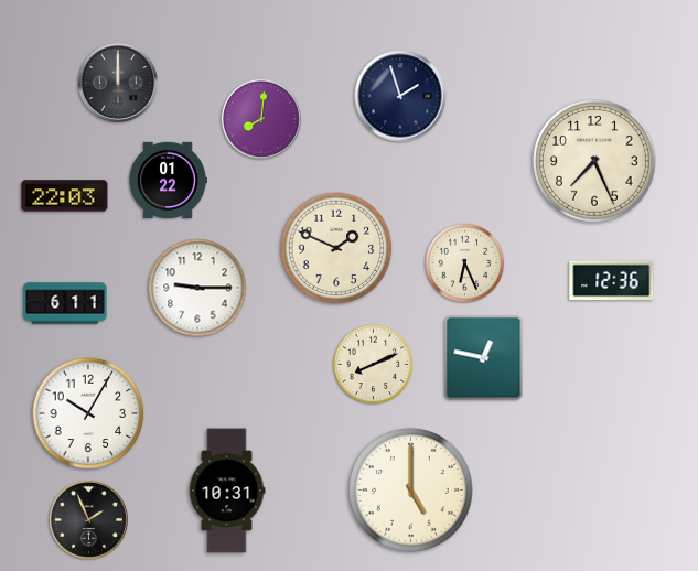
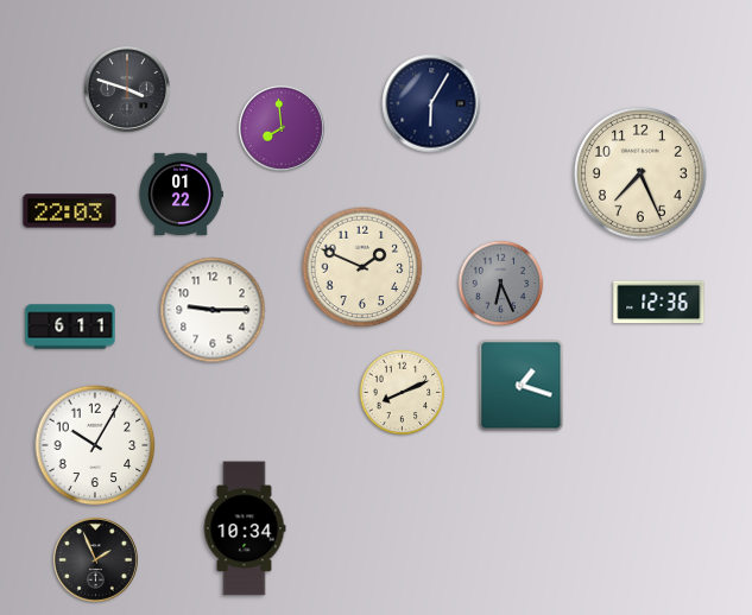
clock at (118, 83): 12:00 -> 3:48
clock at (400, 96): 1:57 -> 6:05
clock at (261, 119): 8:01 -> 7:59
clock at (465, 263) dial: cream -> grey
clock at (484, 358): 12:47 -> 1:18
clock at (227, 491): 10:31 -> 10:34
clock at (411, 491): 5:00 -> none
